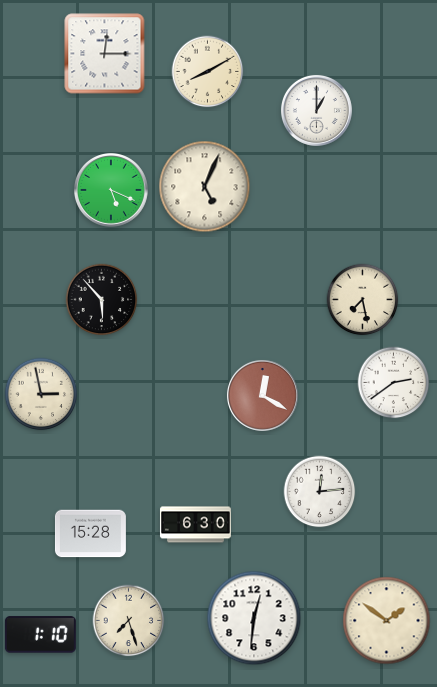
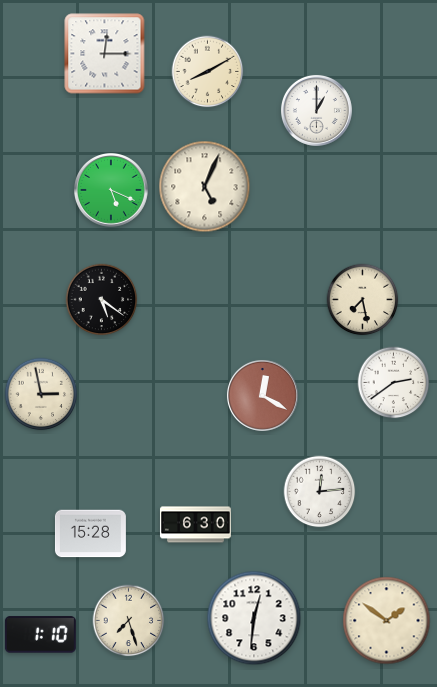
clock at (102, 300): 5:53 -> 5:21
